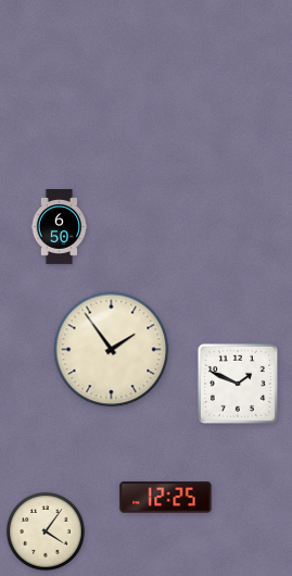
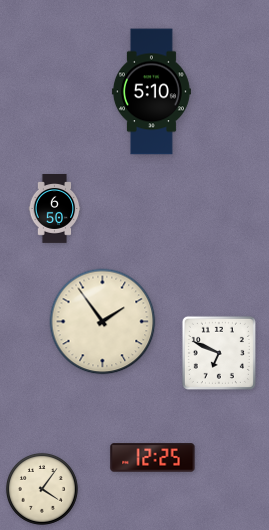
clock at (151, 92): none -> 5:10
clock at (238, 384): 1:49 -> 6:49
